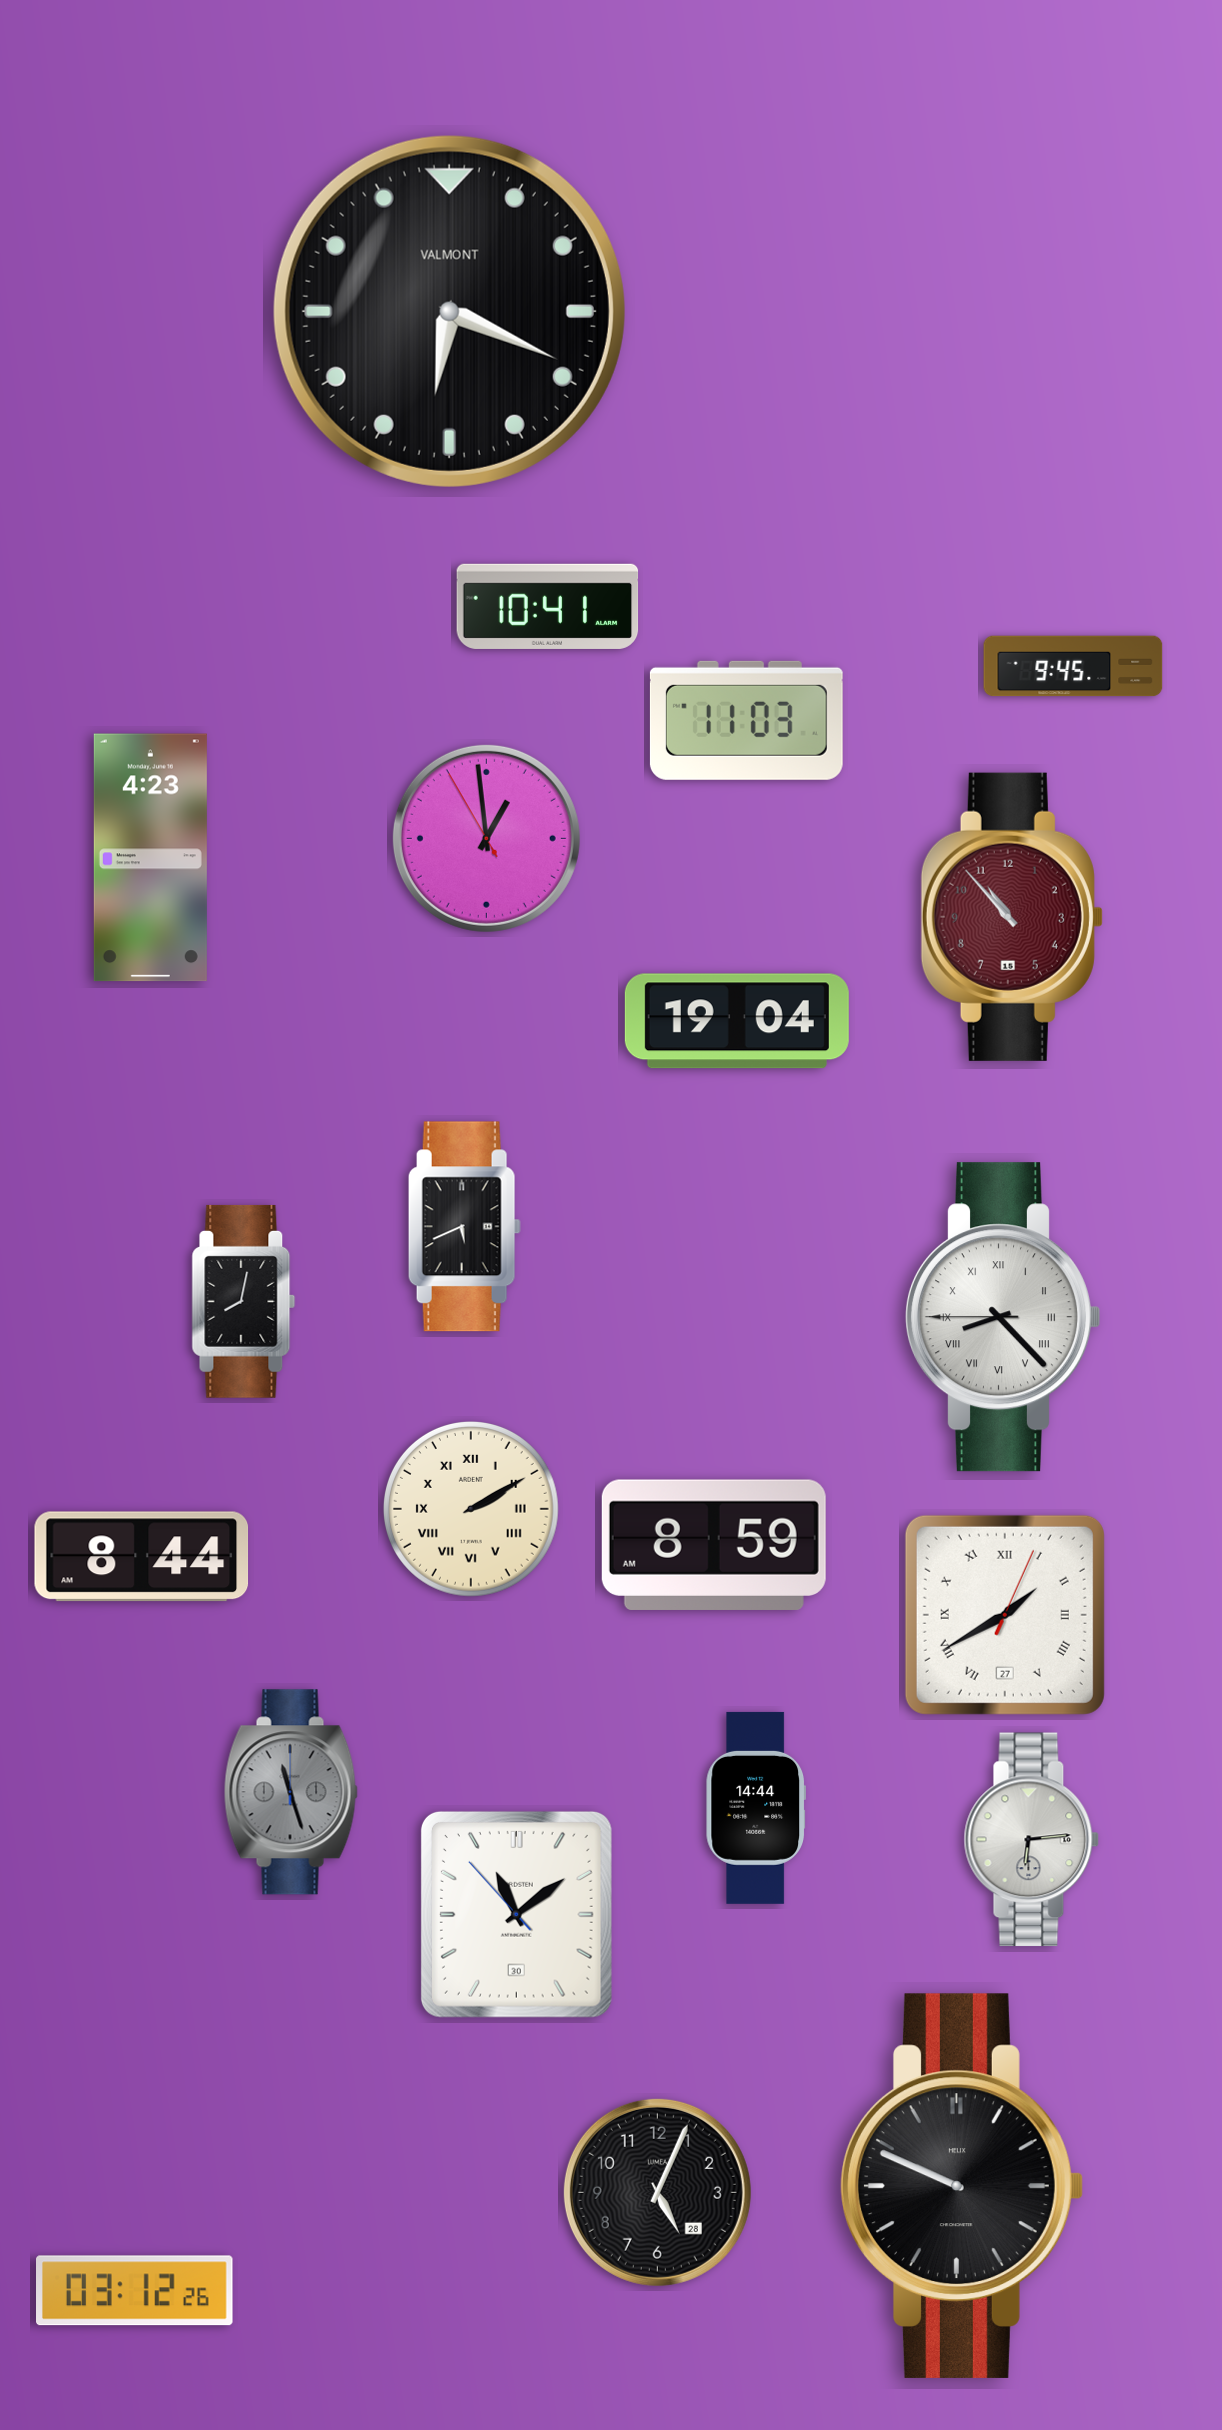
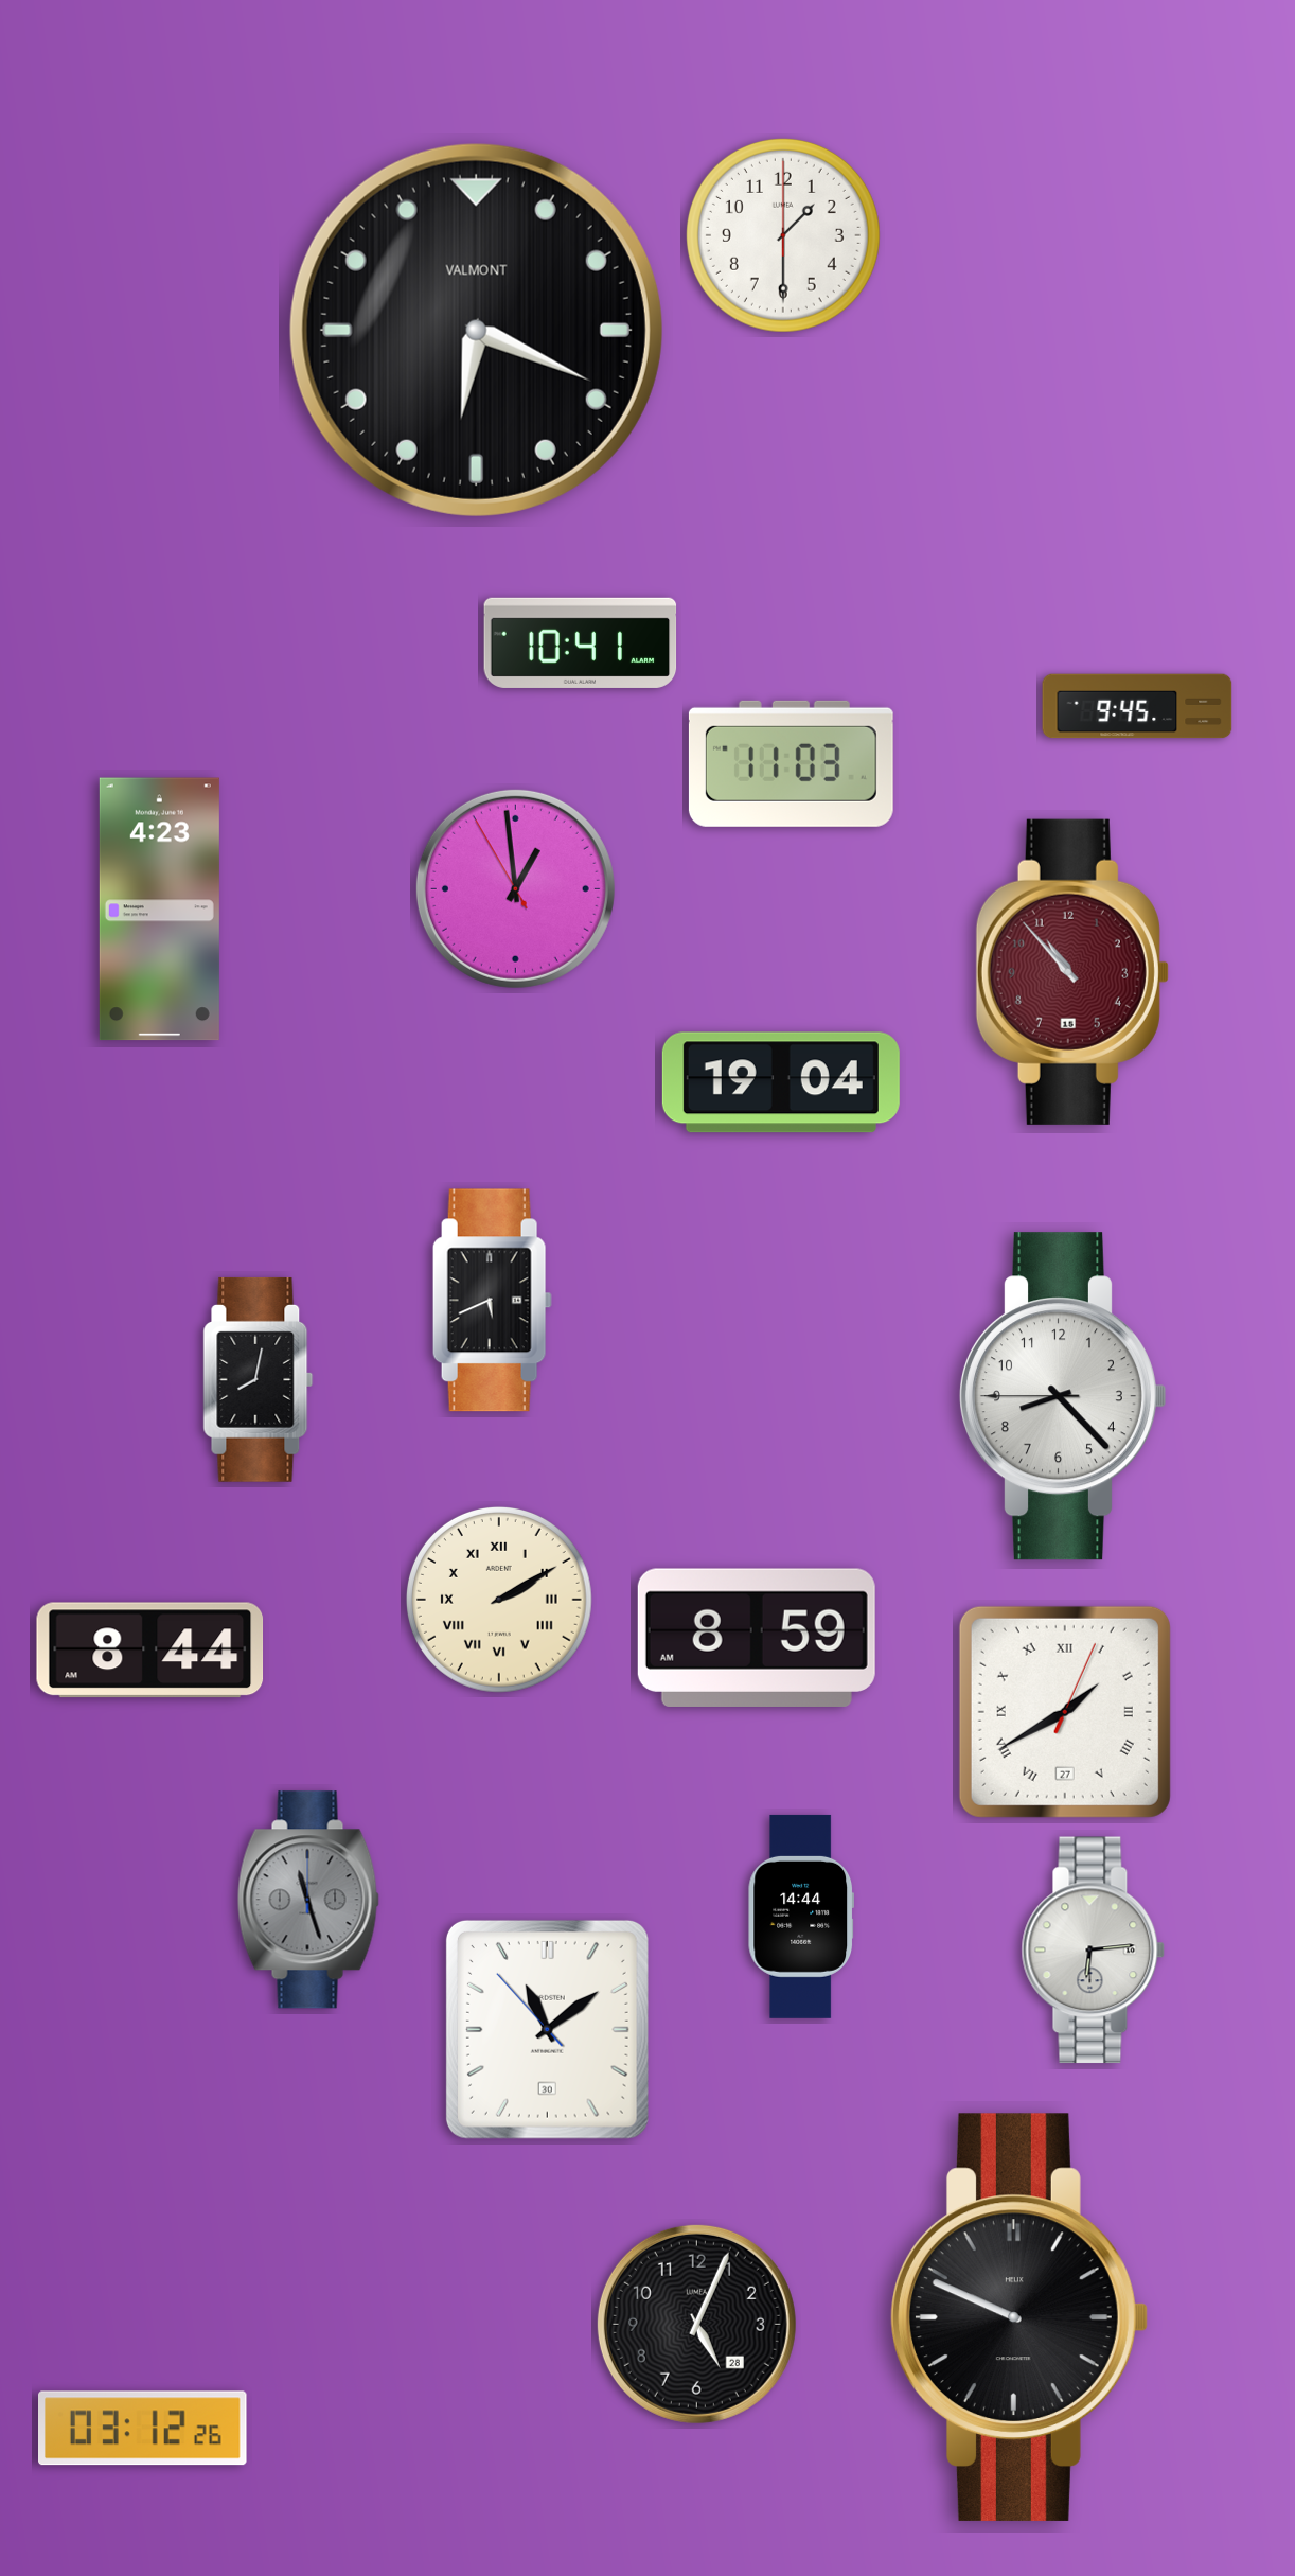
clock at (783, 235): none -> 1:30
clock at (1002, 1317) numerals: Roman -> Arabic
